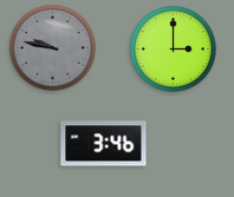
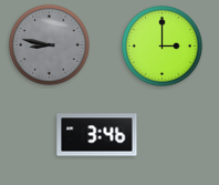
clock at (53, 48): 9:47 -> 8:47
